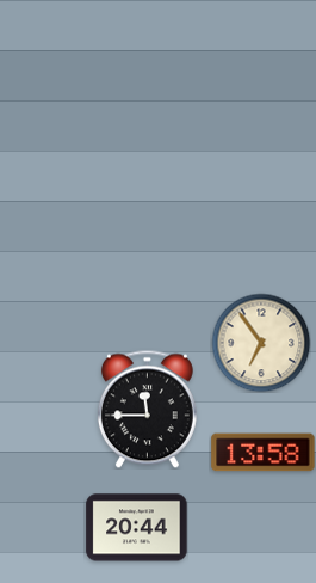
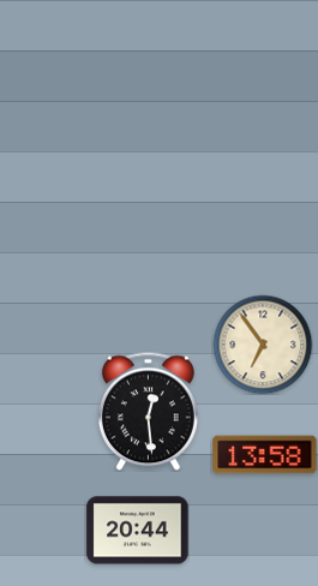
clock at (147, 409): 11:45 -> 12:29
